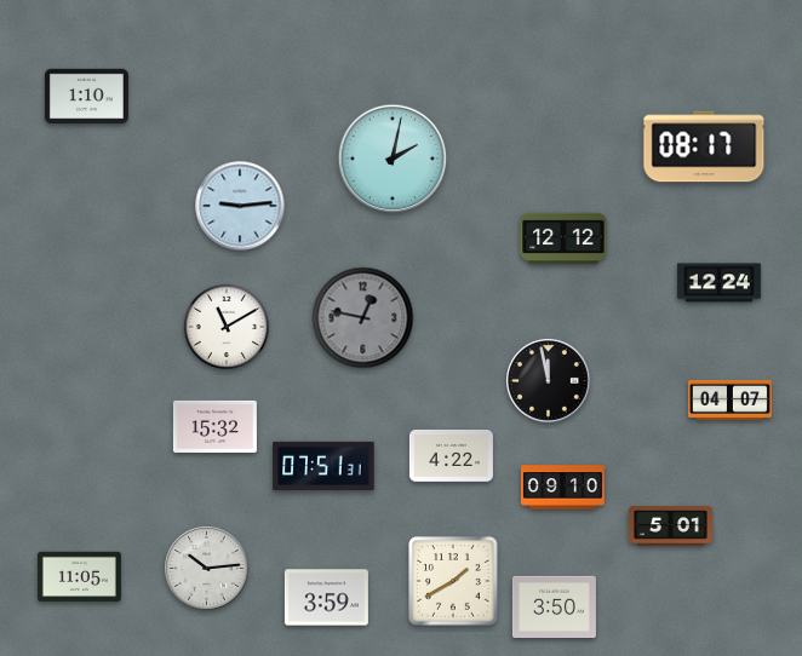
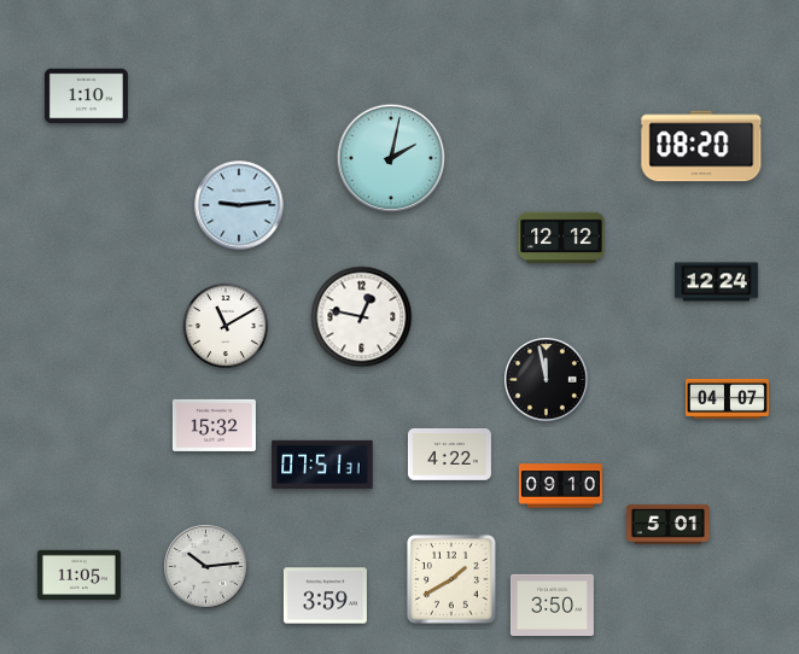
clock at (704, 146): 08:17 -> 08:20
clock at (363, 318) dial: grey -> white
